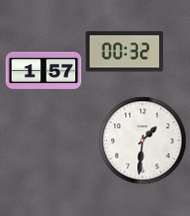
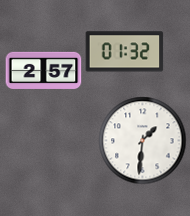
clock at (125, 52): 00:32 -> 01:32
clock at (44, 70): 1:57 -> 2:57
